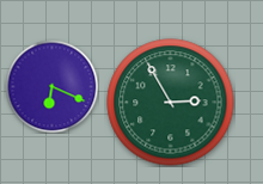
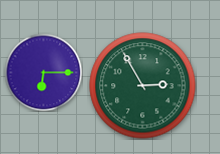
clock at (51, 86): 6:19 -> 6:15
